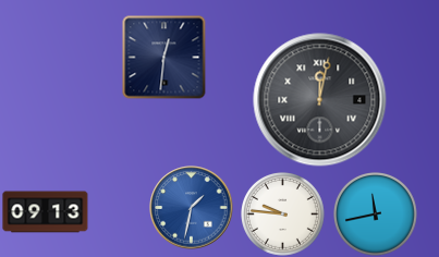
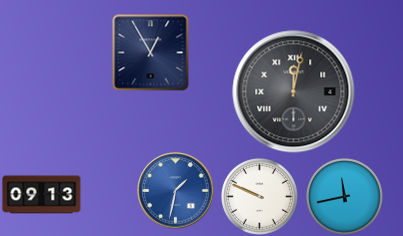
clock at (164, 58): 12:31 -> 12:55
clock at (283, 215): 9:46 -> 9:49
